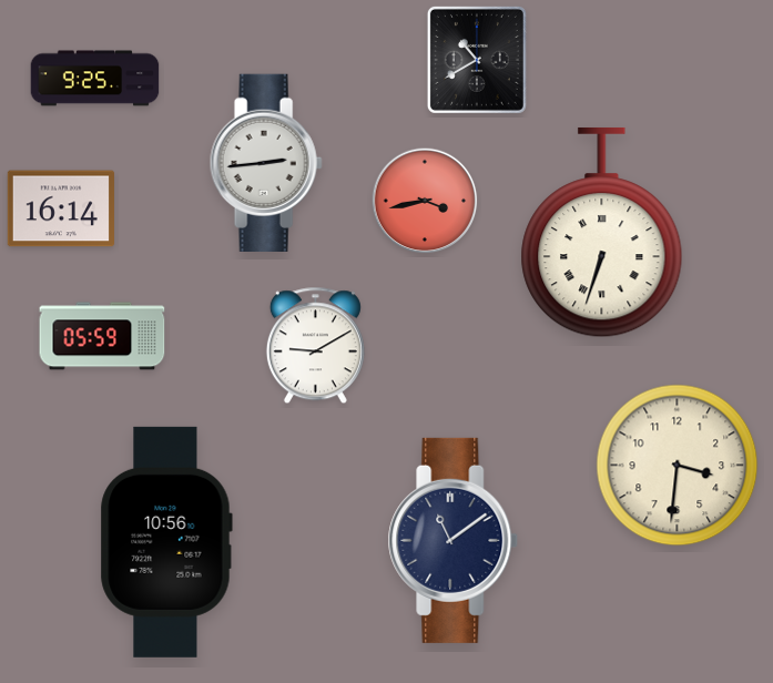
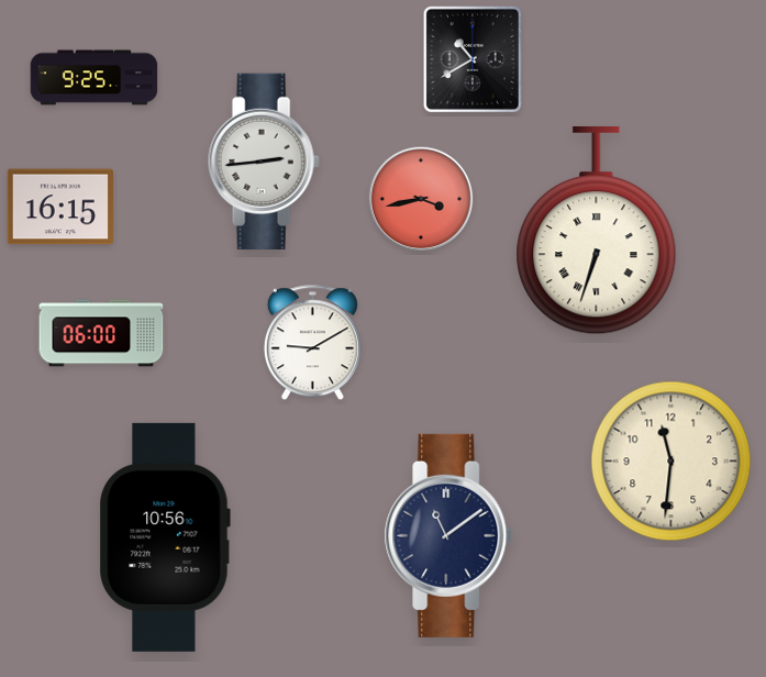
clock at (61, 208): 16:14 -> 16:15
clock at (102, 336): 05:59 -> 06:00
clock at (678, 466): 3:31 -> 11:31
